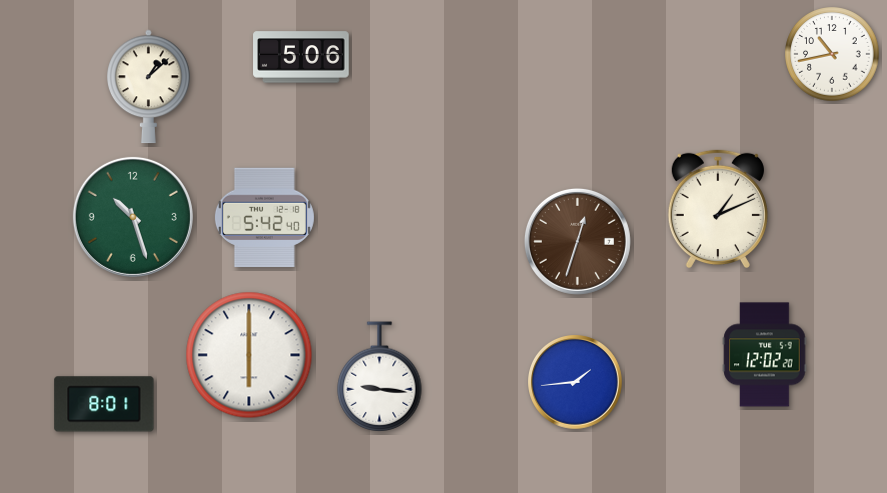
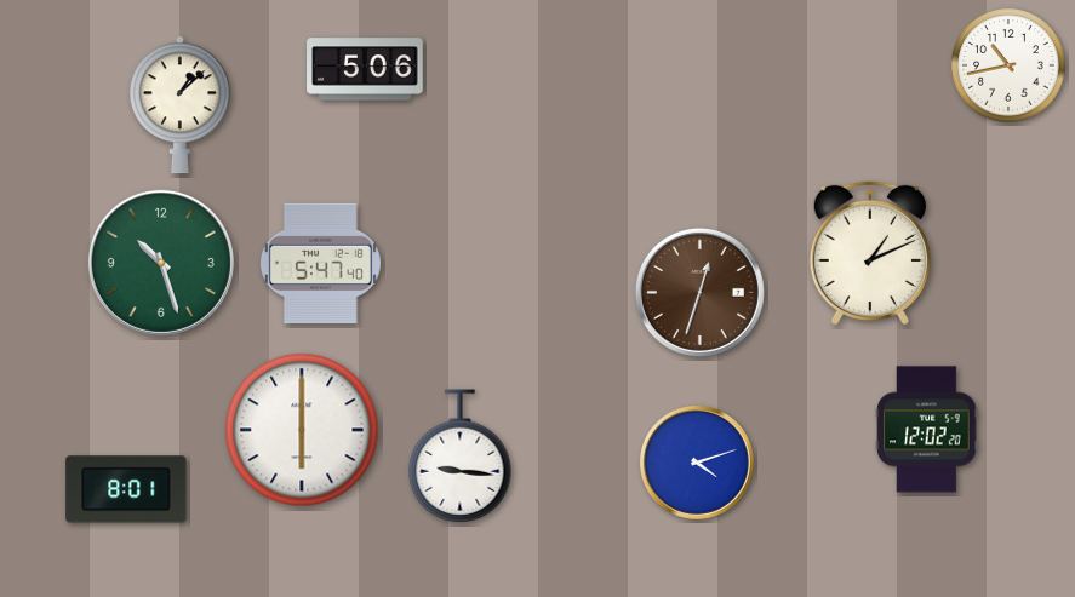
clock at (264, 218): 5:42 -> 5:47
clock at (576, 383): 1:44 -> 4:12
